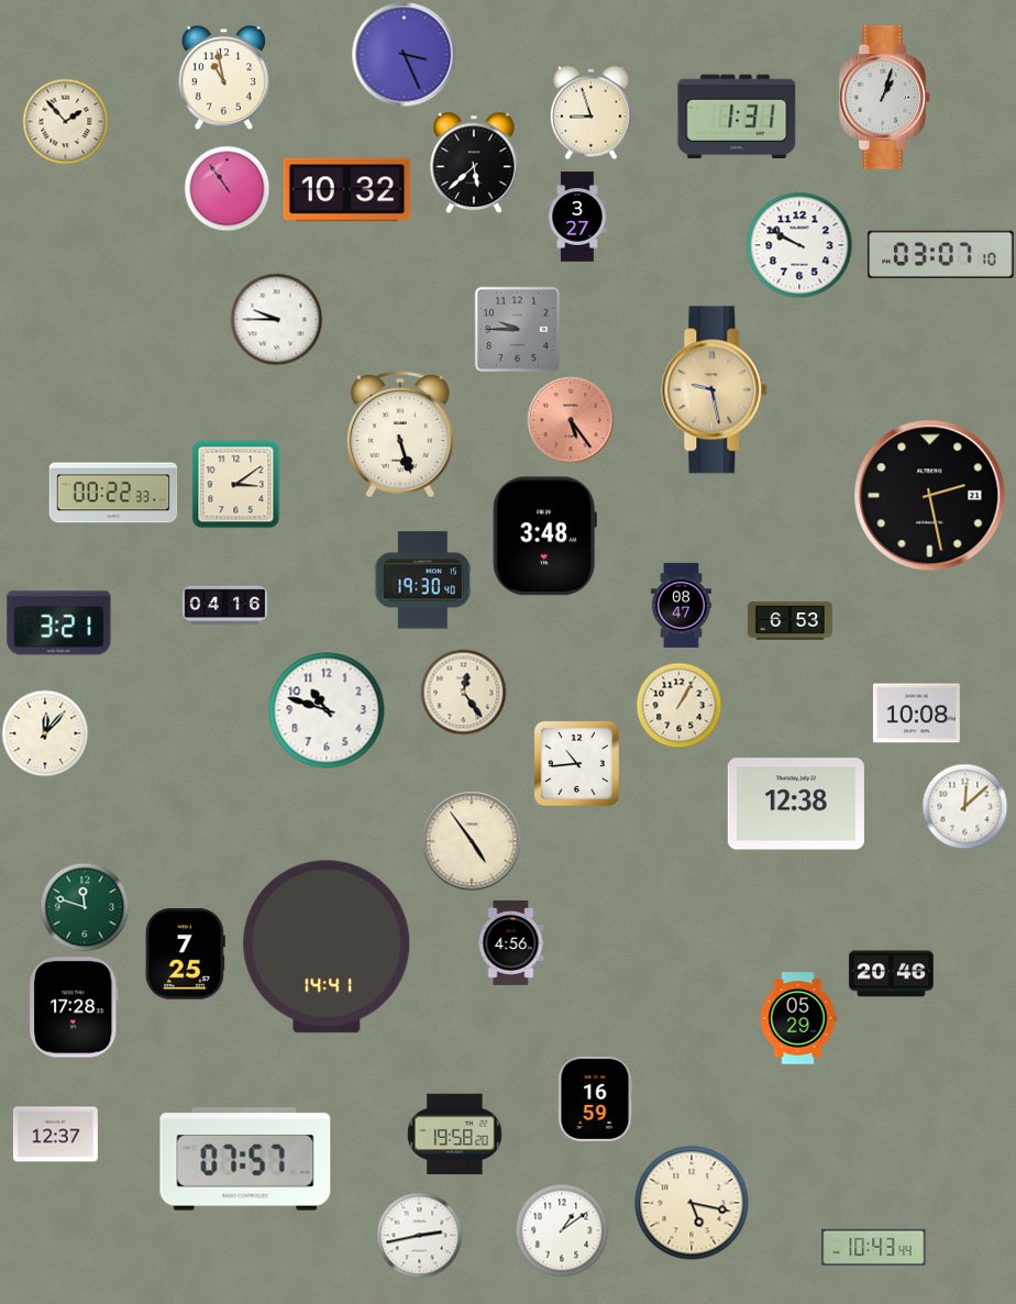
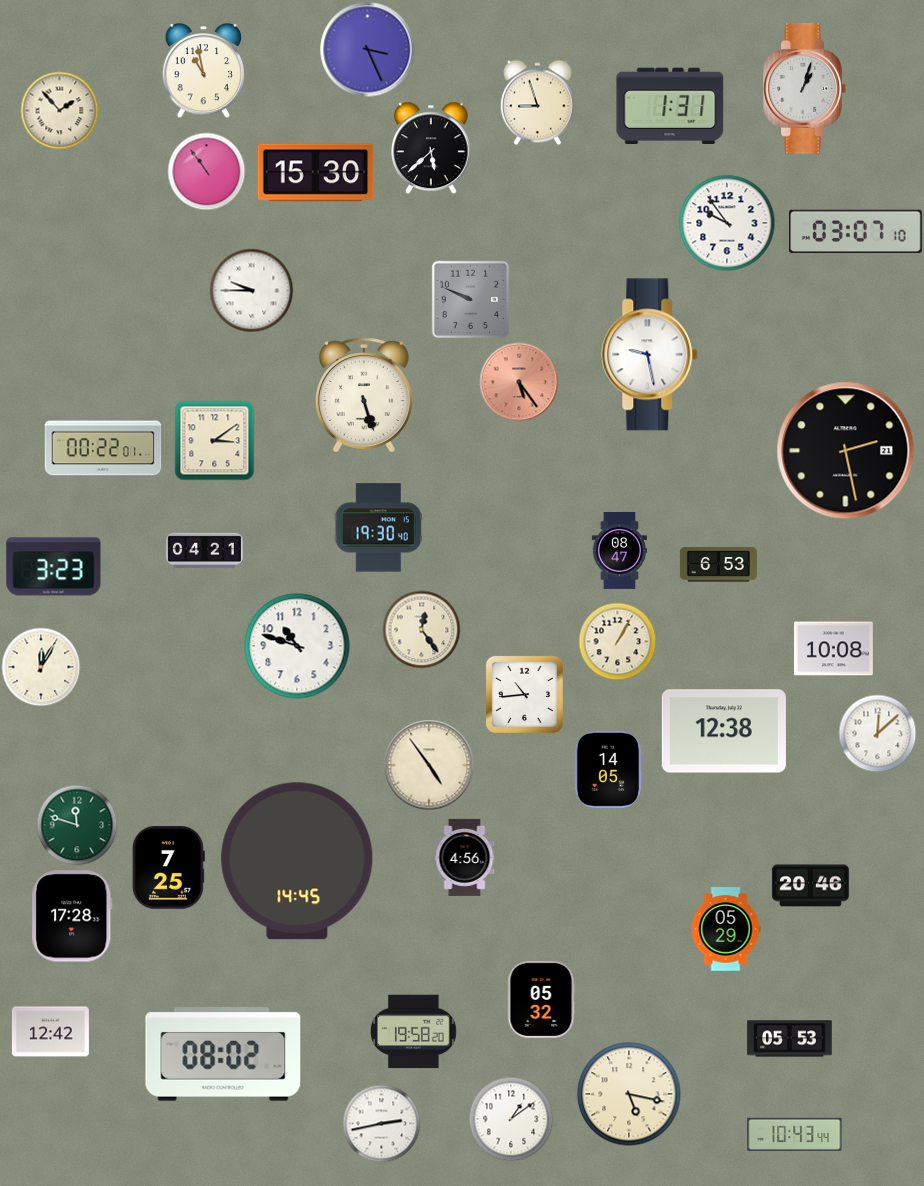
clock at (347, 190): 10:32 -> 15:30
clock at (577, 217): 3:27 -> none
clock at (799, 245): 9:50 -> 9:54
clock at (517, 329): 9:45 -> 9:49
clock at (715, 390) dial: champagne -> white
clock at (113, 493): 00:22:33 -> 00:22:01
clock at (544, 537): 3:48 -> none
clock at (422, 581) position: (422, 581) -> (378, 528)
clock at (224, 605): 04:16 -> 04:21
clock at (59, 623): 3:21 -> 3:23
clock at (45, 733): 12:07 -> 12:05
clock at (608, 769): none -> 14:05
clock at (327, 947): 14:41 -> 14:45
clock at (74, 1007) position: (74, 1007) -> (72, 916)
clock at (798, 1018) position: (798, 1018) -> (726, 929)
clock at (596, 1098): 16:59 -> 05:32
clock at (55, 1135): 12:37 -> 12:42
clock at (790, 1039): none -> 05:53
clock at (245, 1159): 07:57 -> 08:02
